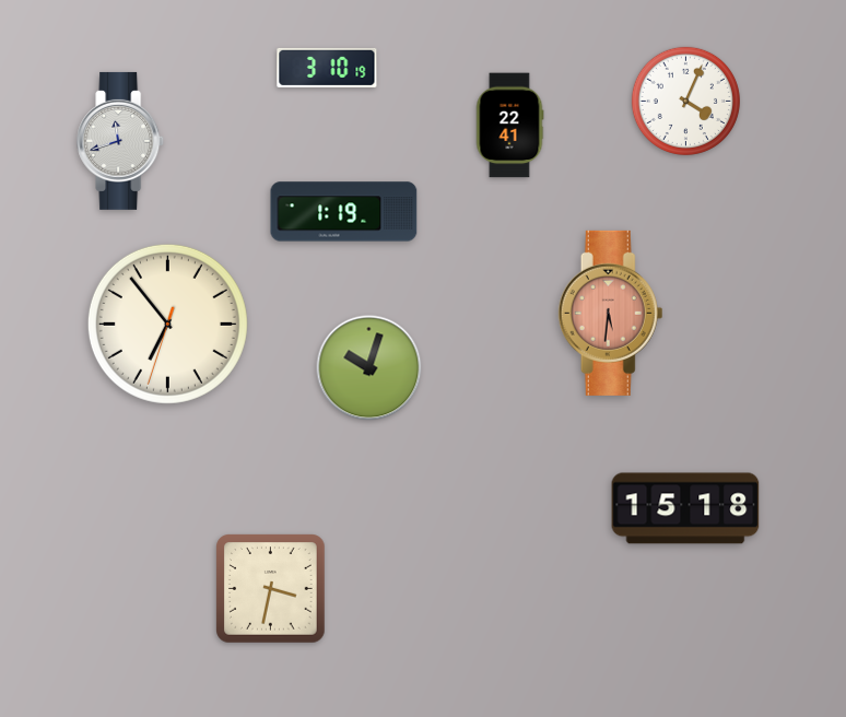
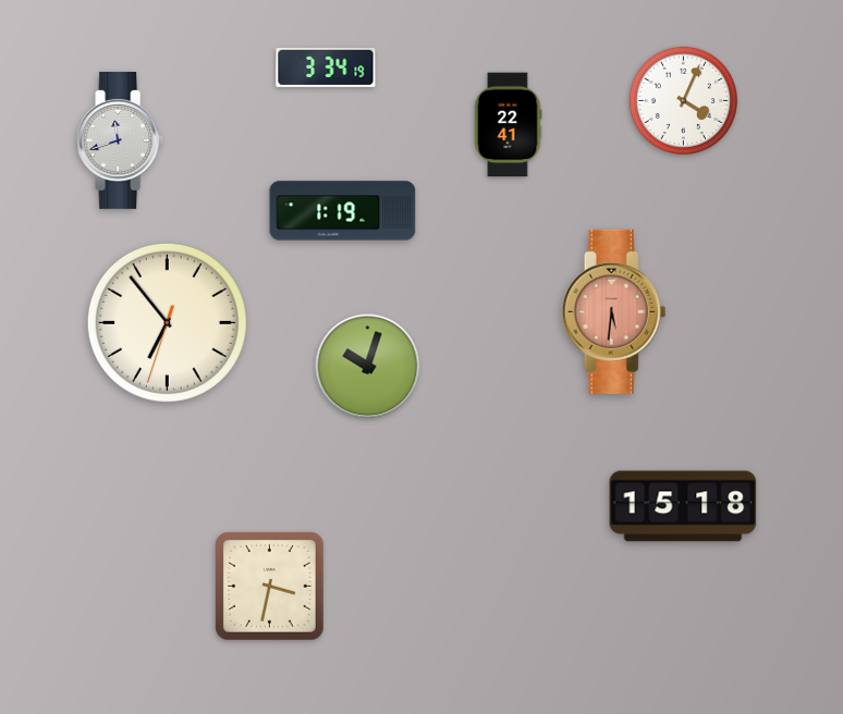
clock at (327, 68): 3:10 -> 3:34
clock at (611, 313) position: (611, 313) -> (614, 311)
